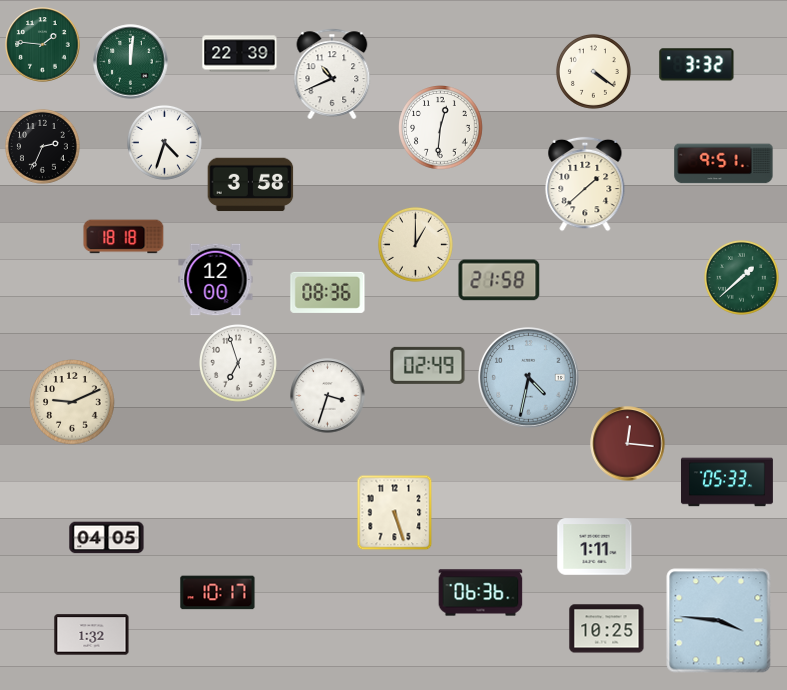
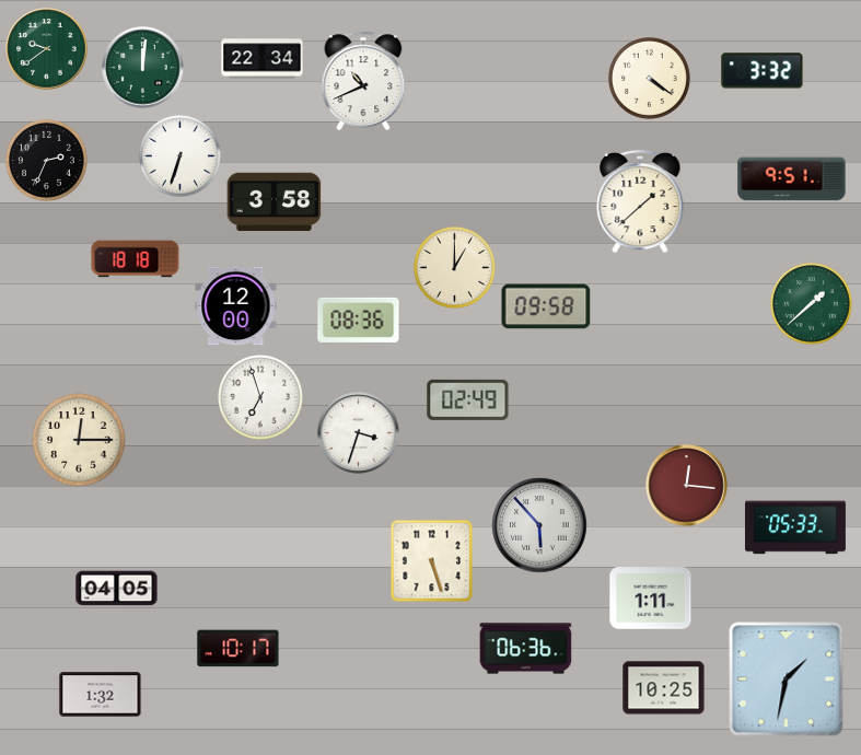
clock at (43, 45): 1:46 -> 9:39
clock at (240, 54): 22:39 -> 22:34
clock at (441, 128): 12:31 -> none
clock at (164, 142): 4:33 -> 6:33
clock at (499, 280): 21:58 -> 09:58
clock at (529, 378): 4:32 -> none
clock at (72, 402): 9:11 -> 12:15
clock at (539, 525): none -> 5:53
clock at (719, 621): 3:46 -> 1:32
